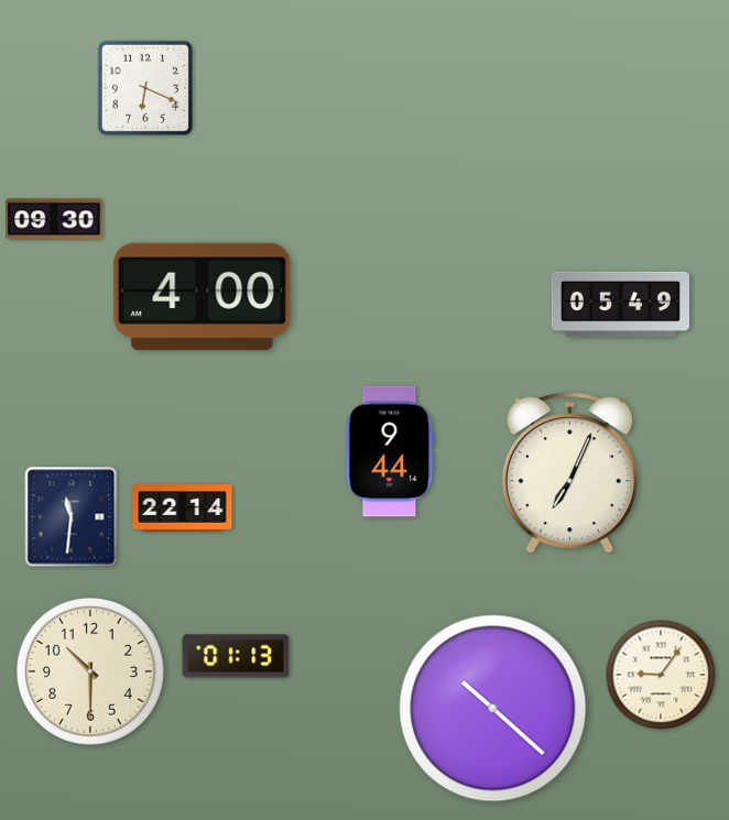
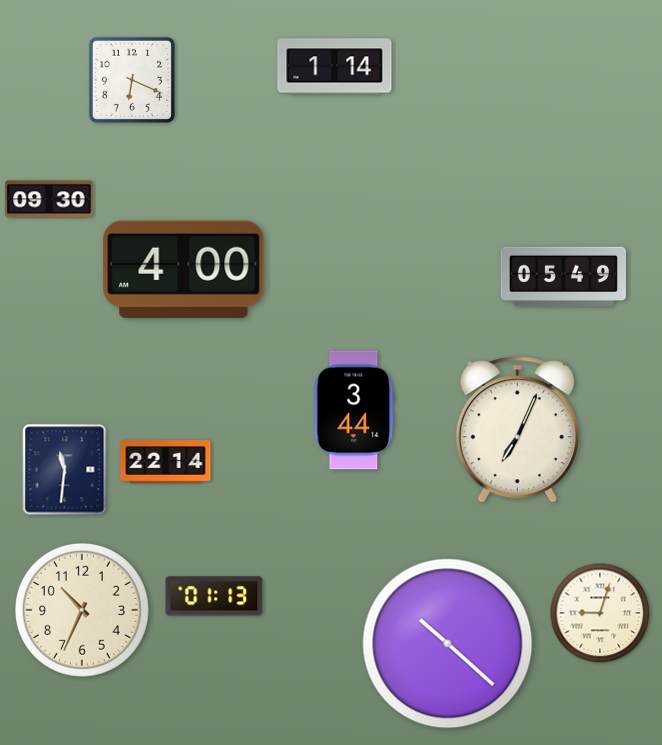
clock at (335, 67): none -> 1:14
clock at (390, 451): 9:44 -> 3:44
clock at (90, 671): 10:30 -> 10:34
clock at (661, 675): 9:06 -> 9:03
